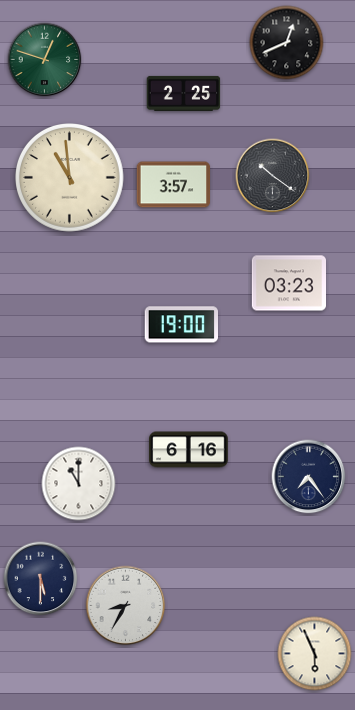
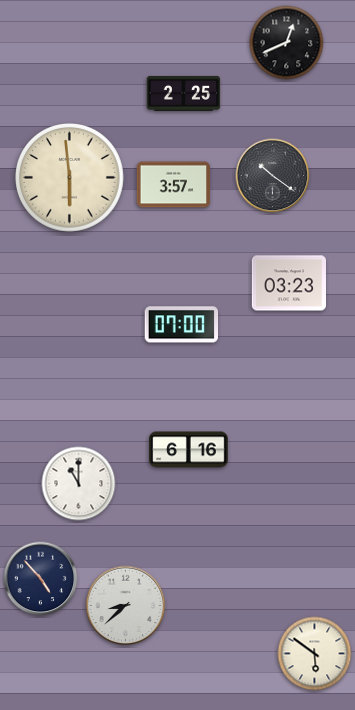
clock at (45, 60): 12:48 -> none
clock at (70, 178): 10:59 -> 5:59
clock at (181, 325): 19:00 -> 07:00
clock at (309, 477): 7:24 -> none
clock at (41, 579): 5:30 -> 4:53
clock at (126, 606): 8:35 -> 8:38
clock at (315, 654): 5:56 -> 5:51
